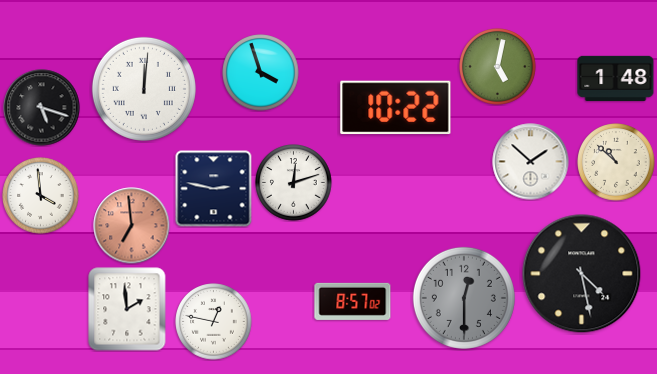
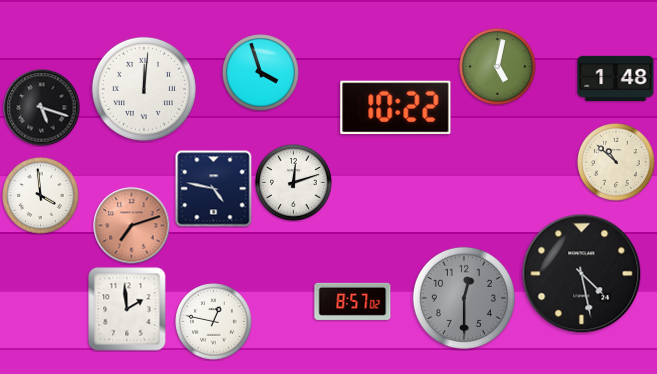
clock at (531, 162): 1:52 -> none
clock at (214, 189): 2:47 -> 4:47
clock at (132, 226): 6:59 -> 7:12
